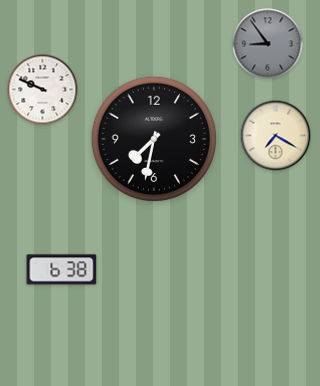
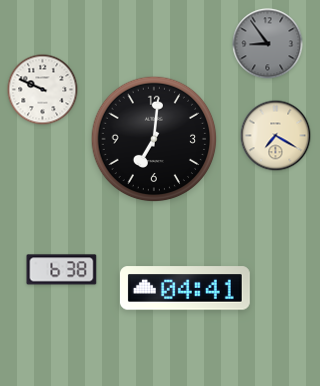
clock at (154, 139): 7:32 -> 7:01
clock at (185, 288): none -> 04:41
